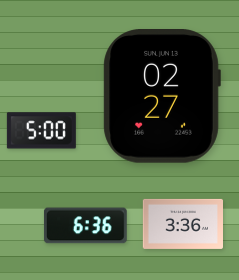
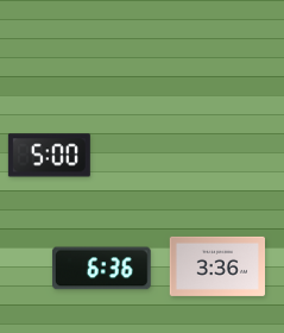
clock at (162, 97): 02:27 -> none
